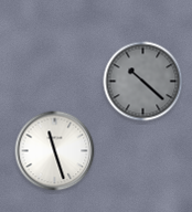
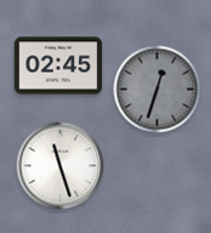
clock at (58, 66): none -> 02:45
clock at (143, 82): 10:22 -> 12:33
